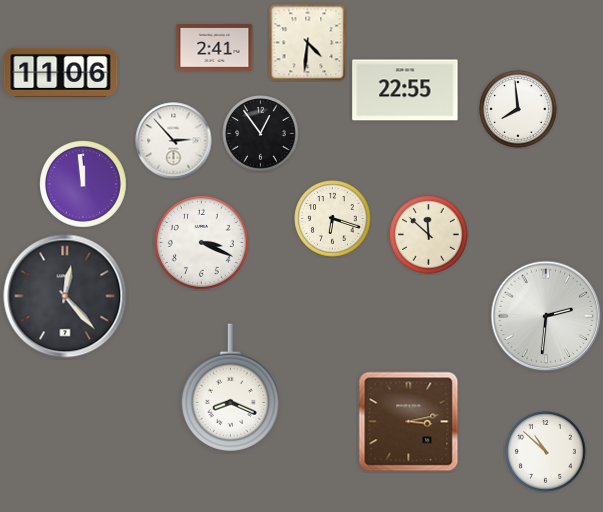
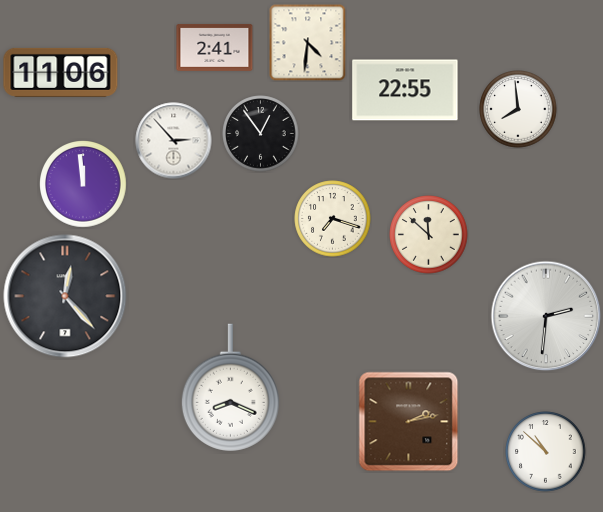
clock at (333, 219): 6:18 -> 7:18
clock at (201, 242): 3:19 -> none
clock at (409, 422): 3:13 -> 2:13
